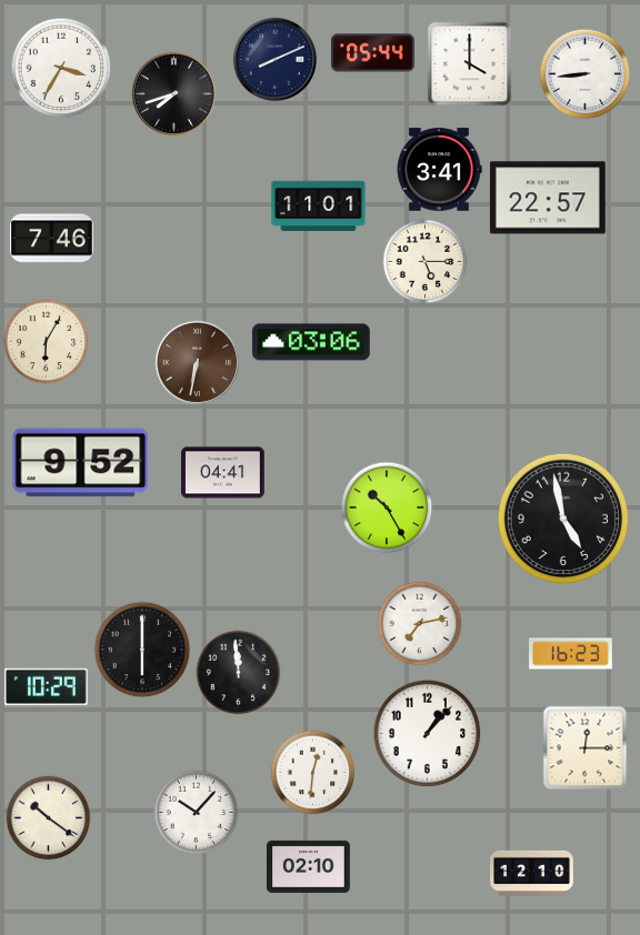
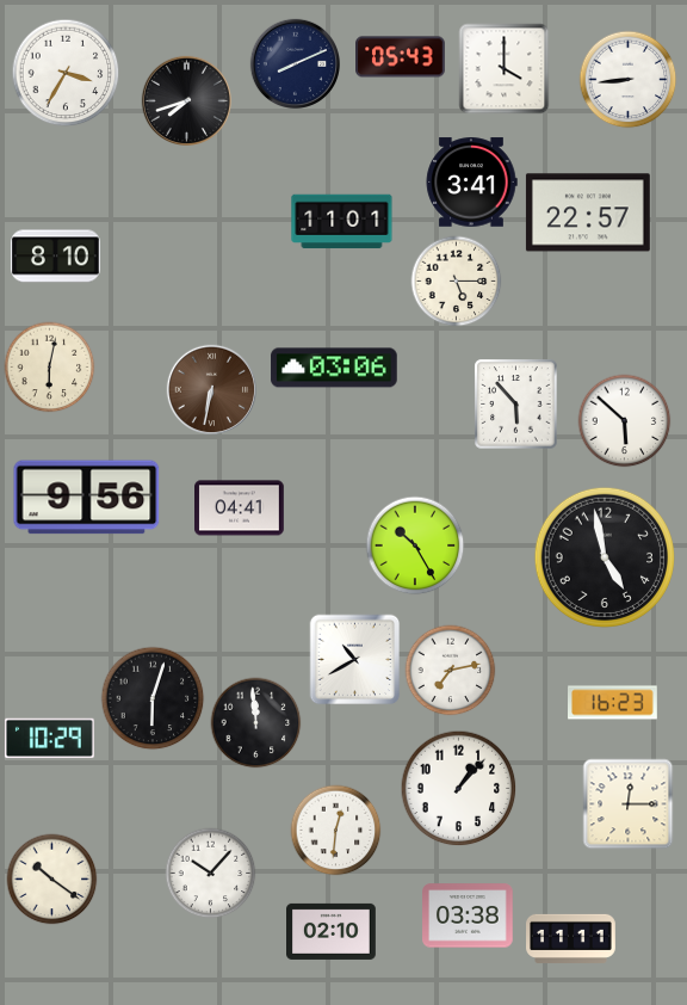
clock at (373, 53): 05:44 -> 05:43
clock at (51, 239): 7:46 -> 8:10
clock at (47, 342): 6:05 -> 6:02
clock at (516, 405): none -> 5:53
clock at (625, 421): none -> 5:52
clock at (81, 463): 9:52 -> 9:56
clock at (355, 660): none -> 10:40
clock at (142, 650): 6:00 -> 6:03
clock at (468, 915): none -> 03:38
clock at (532, 873): 12:10 -> 11:11
